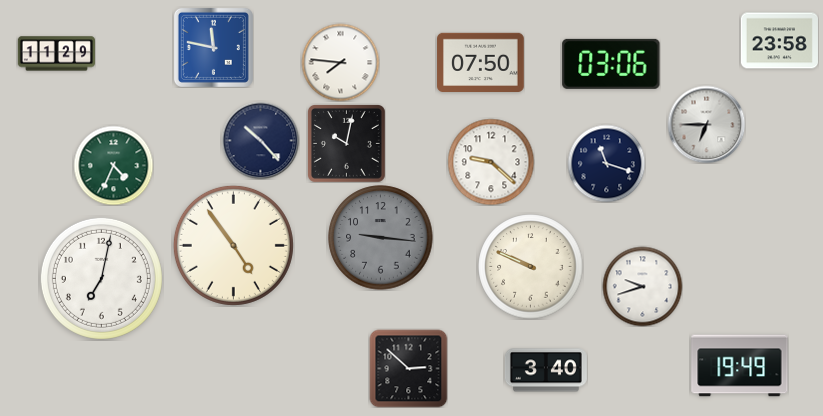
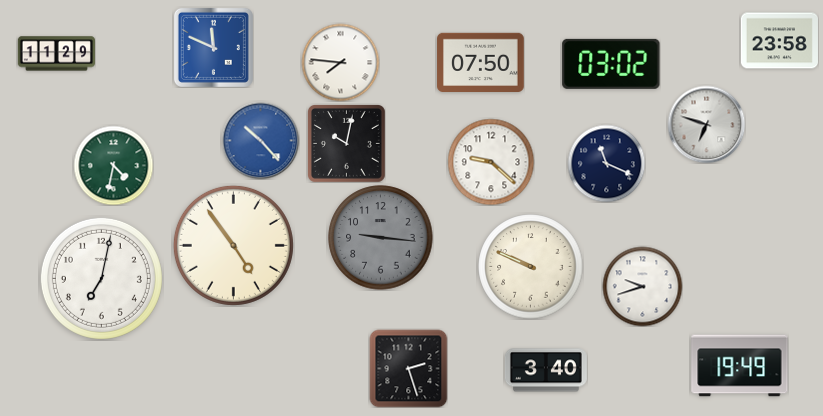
clock at (213, 47): 11:47 -> 11:49
clock at (611, 64): 03:06 -> 03:02
clock at (706, 124): 6:45 -> 6:48
clock at (260, 140) dial: navy -> blue
clock at (606, 163): 11:18 -> 11:19
clock at (113, 165): 4:34 -> 4:32
clock at (408, 368): 2:52 -> 2:27
